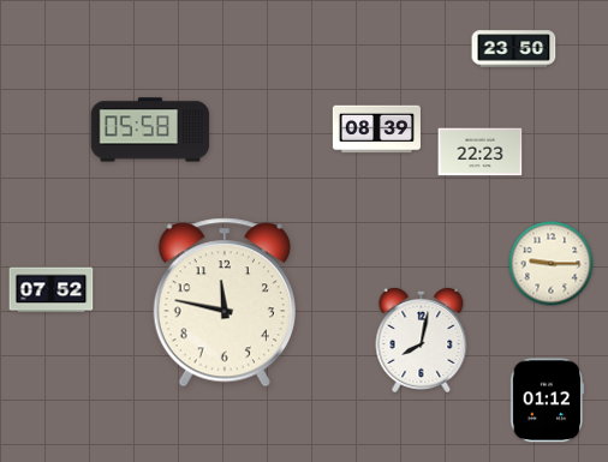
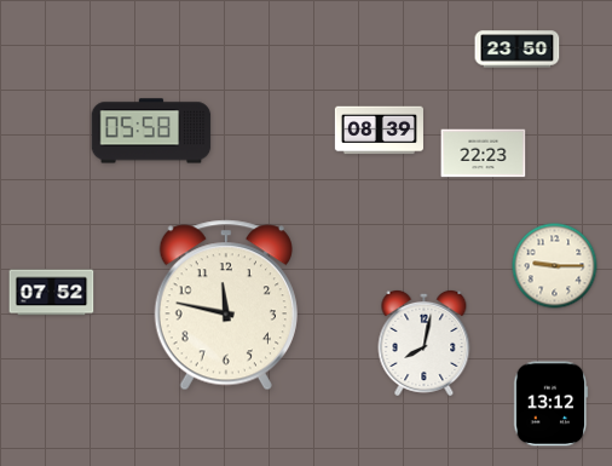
clock at (548, 401): 01:12 -> 13:12
